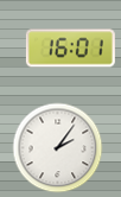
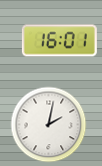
clock at (58, 148): 2:06 -> 2:02
